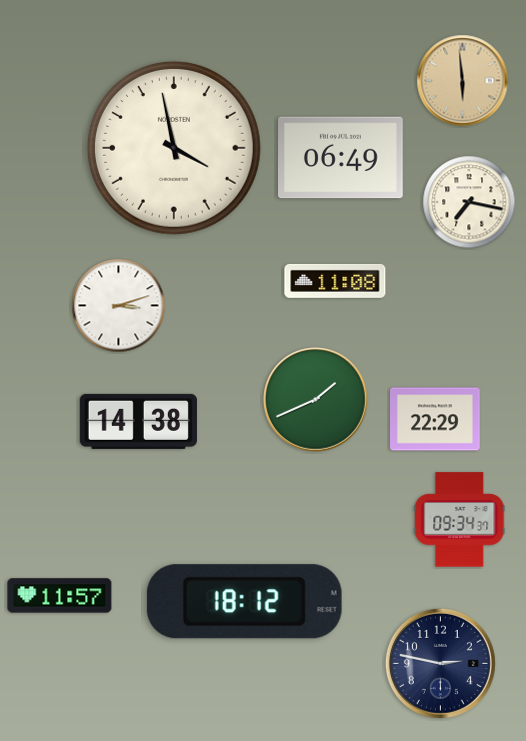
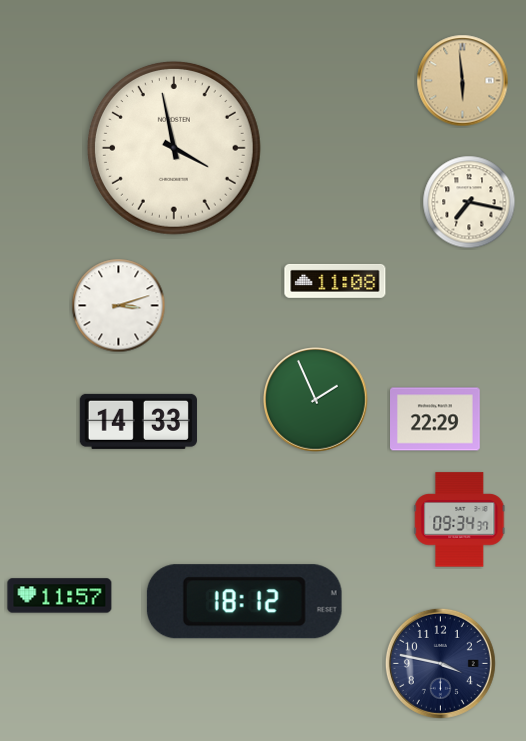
clock at (341, 158): 06:49 -> none
clock at (316, 400): 1:41 -> 1:56
clock at (138, 421): 14:38 -> 14:33
clock at (440, 663): 2:47 -> 3:47
